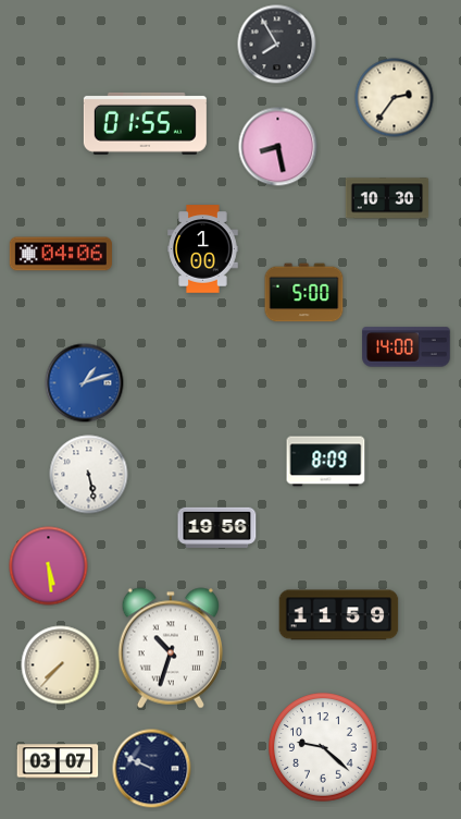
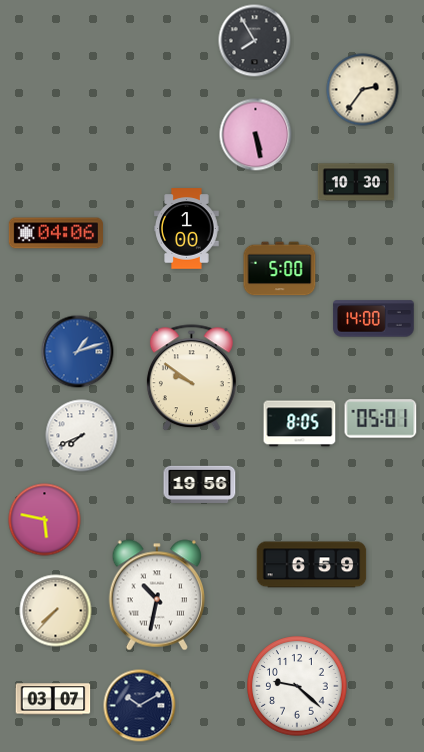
clock at (145, 123): 01:55 -> none
clock at (278, 147): 8:28 -> 5:28
clock at (191, 378): none -> 9:51
clock at (381, 419): none -> 05:01
clock at (326, 462): 8:09 -> 8:05
clock at (89, 475): 5:28 -> 7:41
clock at (49, 566): 5:29 -> 5:47
clock at (339, 615): 11:59 -> 6:59
clock at (170, 648): 10:33 -> 10:32
clock at (152, 769): 9:49 -> 10:10
